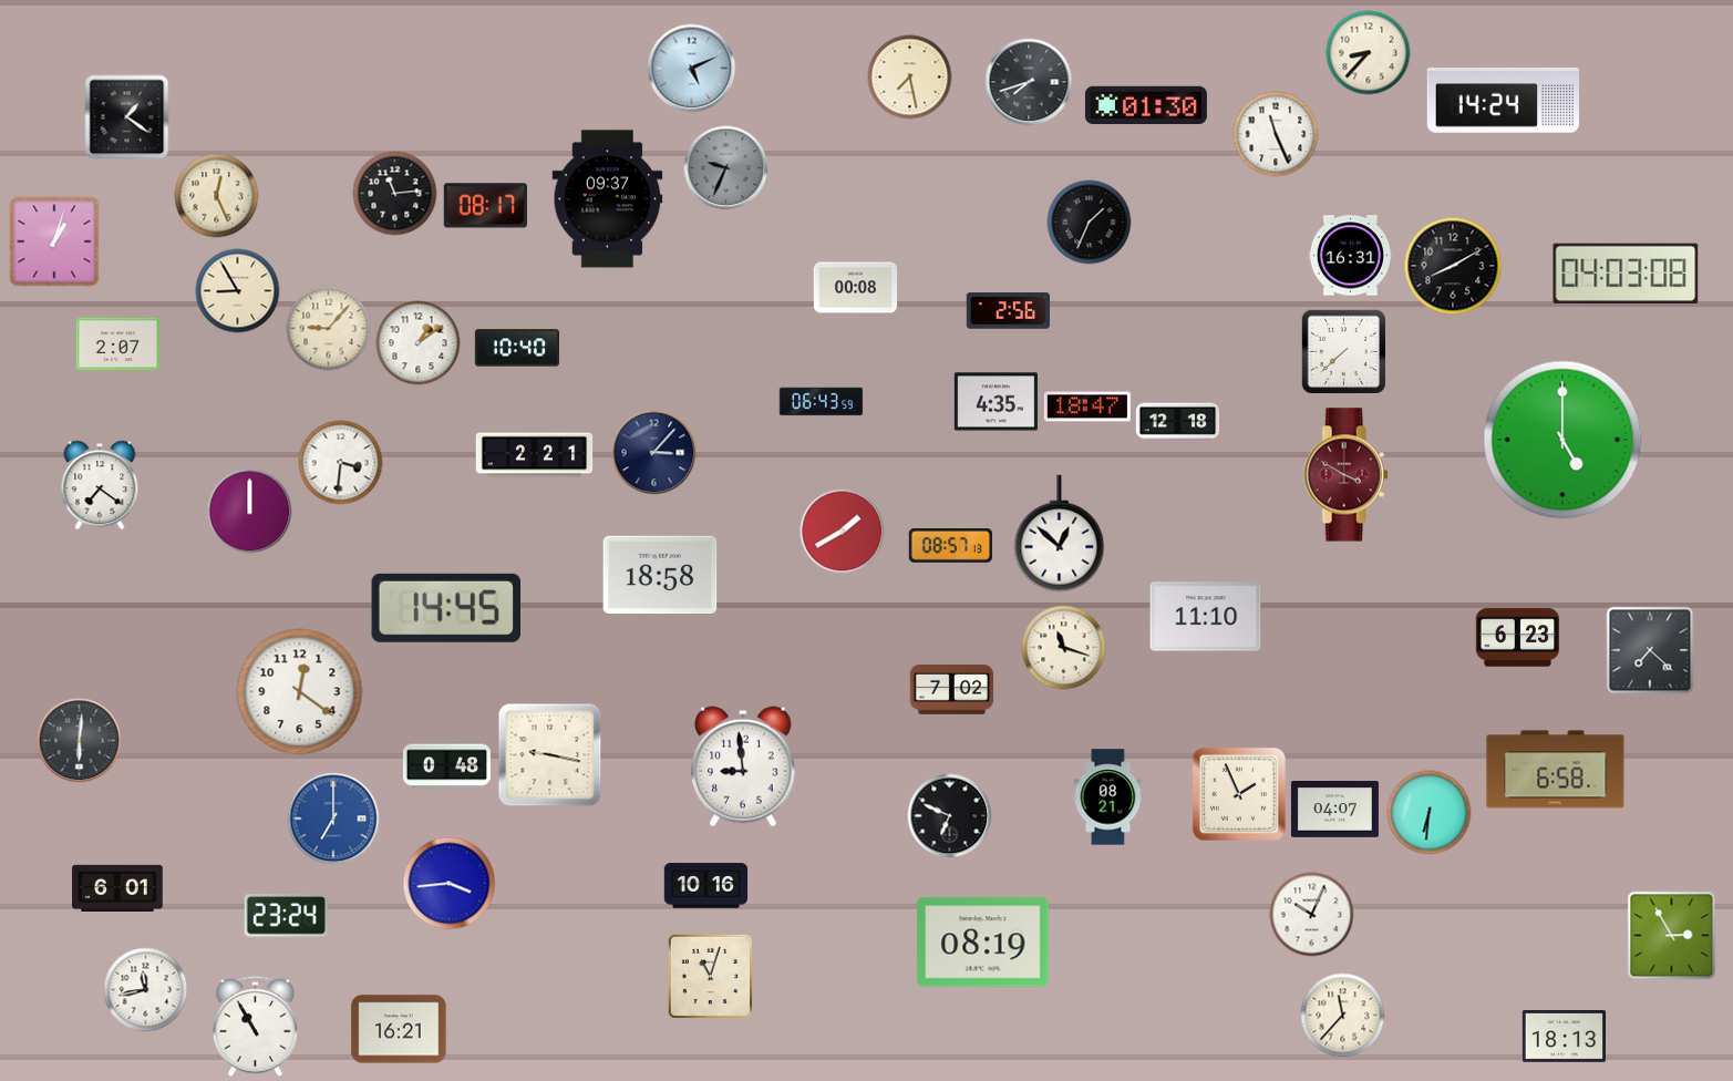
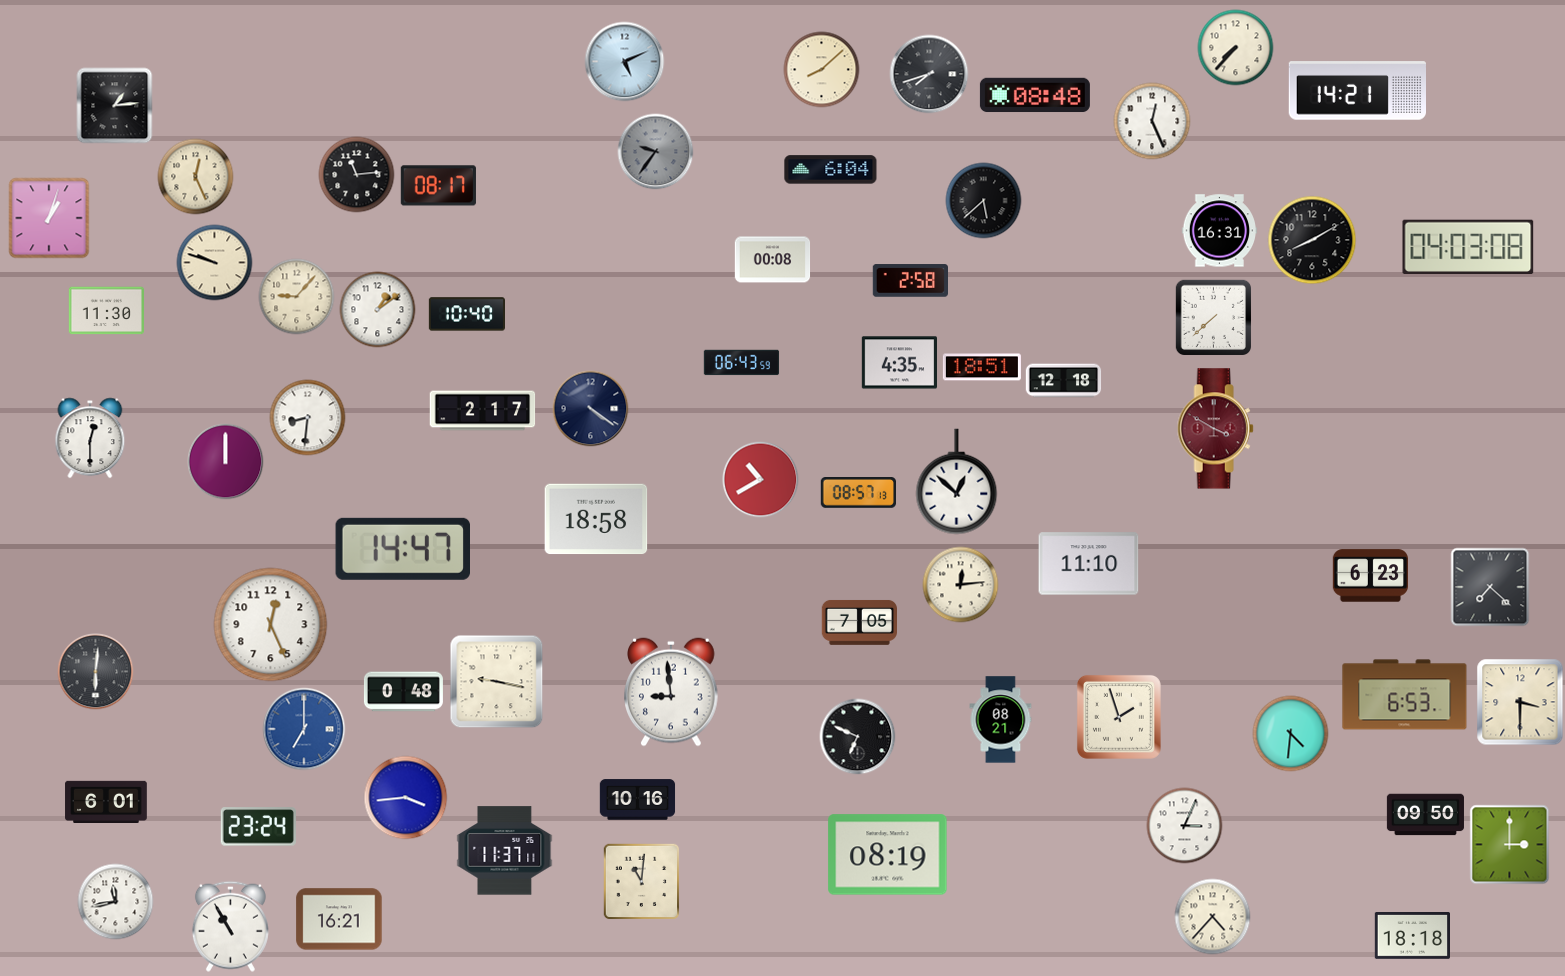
clock at (1369, 53): 8:37 -> 7:37
clock at (910, 78): 7:28 -> 8:08
clock at (1503, 101): 14:24 -> 14:21
clock at (1146, 105): 01:30 -> 08:48
clock at (127, 117): 1:21 -> 1:14
clock at (1276, 134): 11:26 -> 12:26
clock at (726, 168): 9:34 -> 9:36
clock at (831, 170): none -> 6:04
clock at (608, 199): 09:37 -> none
clock at (1090, 223): 1:34 -> 5:38
clock at (238, 291): 8:55 -> 9:48
clock at (1008, 311): 2:56 -> 2:58
clock at (117, 344): 2:07 -> 11:30
clock at (1087, 406): 18:47 -> 18:51
clock at (1562, 440): 5:00 -> none
clock at (654, 453): 3:07 -> 4:21
clock at (535, 455): 2:21 -> 2:17
clock at (341, 463): 3:31 -> 8:31
clock at (100, 485): 7:21 -> 12:30
clock at (843, 532): 1:40 -> 10:40
clock at (445, 608): 14:45 -> 14:47
clock at (1206, 617) position: (1206, 617) -> (1089, 564)
clock at (1064, 648): 11:18 -> 12:14
clock at (951, 689): 7:02 -> 7:05
clock at (300, 692): 12:21 -> 12:26
clock at (80, 741) position: (80, 741) -> (96, 672)
clock at (1556, 770): 6:58 -> 6:53
clock at (1520, 702): none -> 3:30
clock at (1239, 794): 1:56 -> 1:57
clock at (1334, 810): 04:07 -> none
clock at (1430, 813): 6:31 -> 4:31
clock at (333, 819) position: (333, 819) -> (304, 729)
clock at (1425, 815): none -> 09:50
clock at (1312, 915): 10:04 -> 3:04
clock at (1672, 936): 2:55 -> 3:00
clock at (505, 851): none -> 11:37
clock at (983, 943) position: (983, 943) -> (888, 855)
clock at (711, 977): 11:03 -> 11:01
clock at (146, 990) position: (146, 990) -> (116, 902)
clock at (1343, 1016): 11:37 -> 4:37
clock at (399, 1029) position: (399, 1029) -> (339, 919)
clock at (1565, 1037): 18:13 -> 18:18
